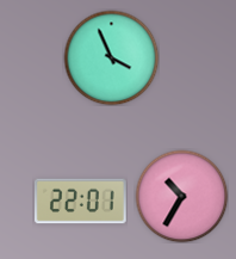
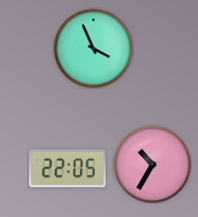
clock at (80, 202): 22:01 -> 22:05
